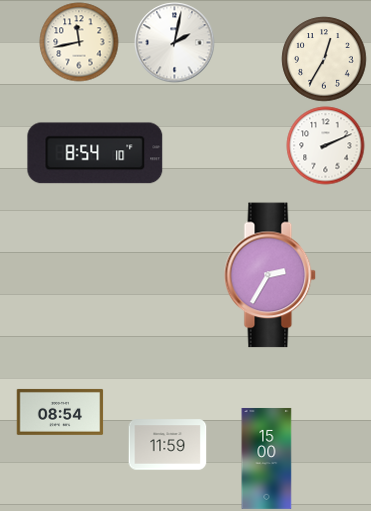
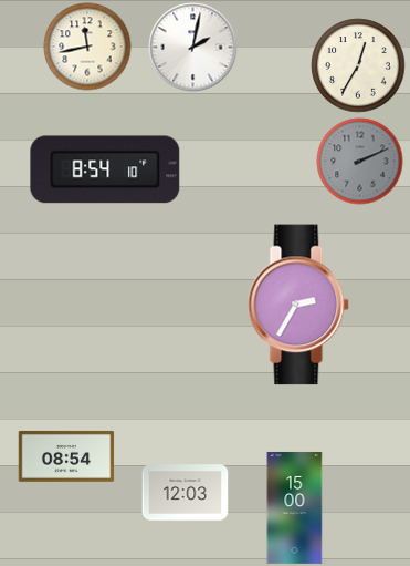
clock at (325, 145) dial: white -> grey
clock at (167, 445): 11:59 -> 12:03
